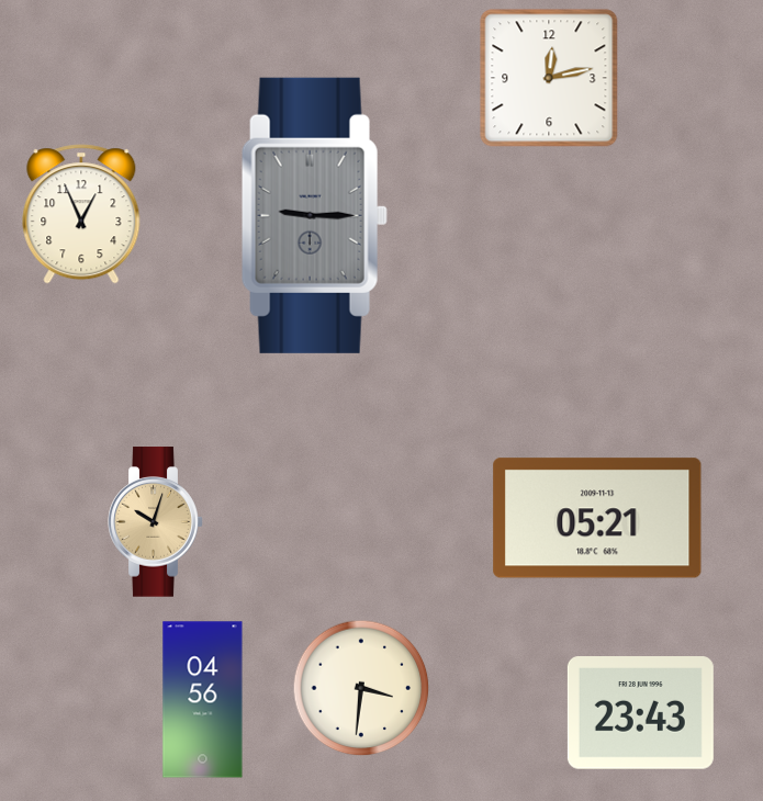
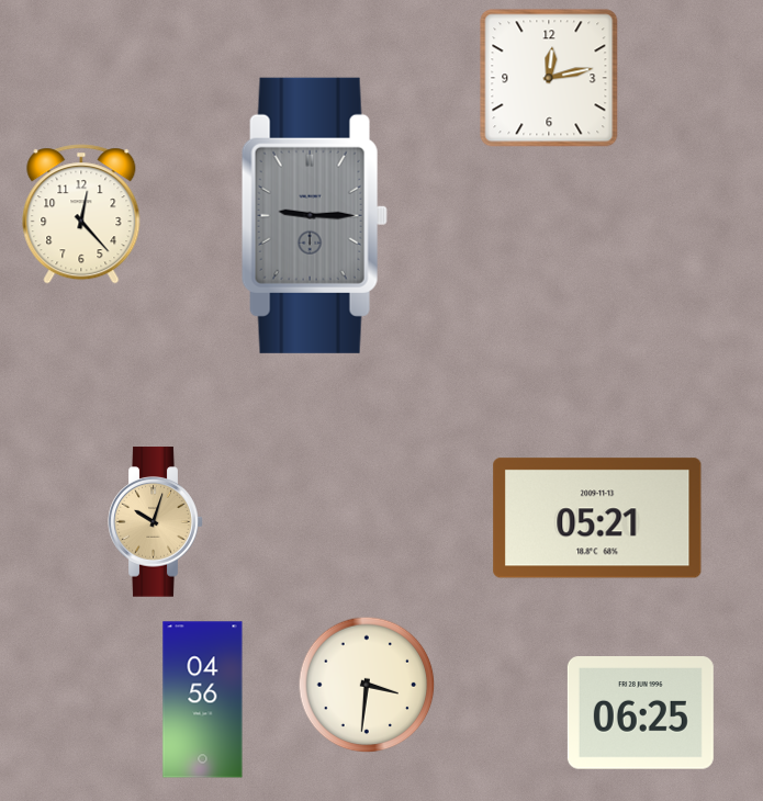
clock at (81, 214): 12:56 -> 12:23
clock at (361, 688) position: (361, 688) -> (367, 685)
clock at (640, 713): 23:43 -> 06:25
